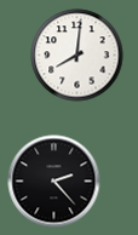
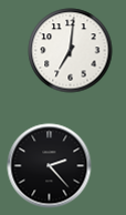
clock at (77, 56): 8:01 -> 7:01
